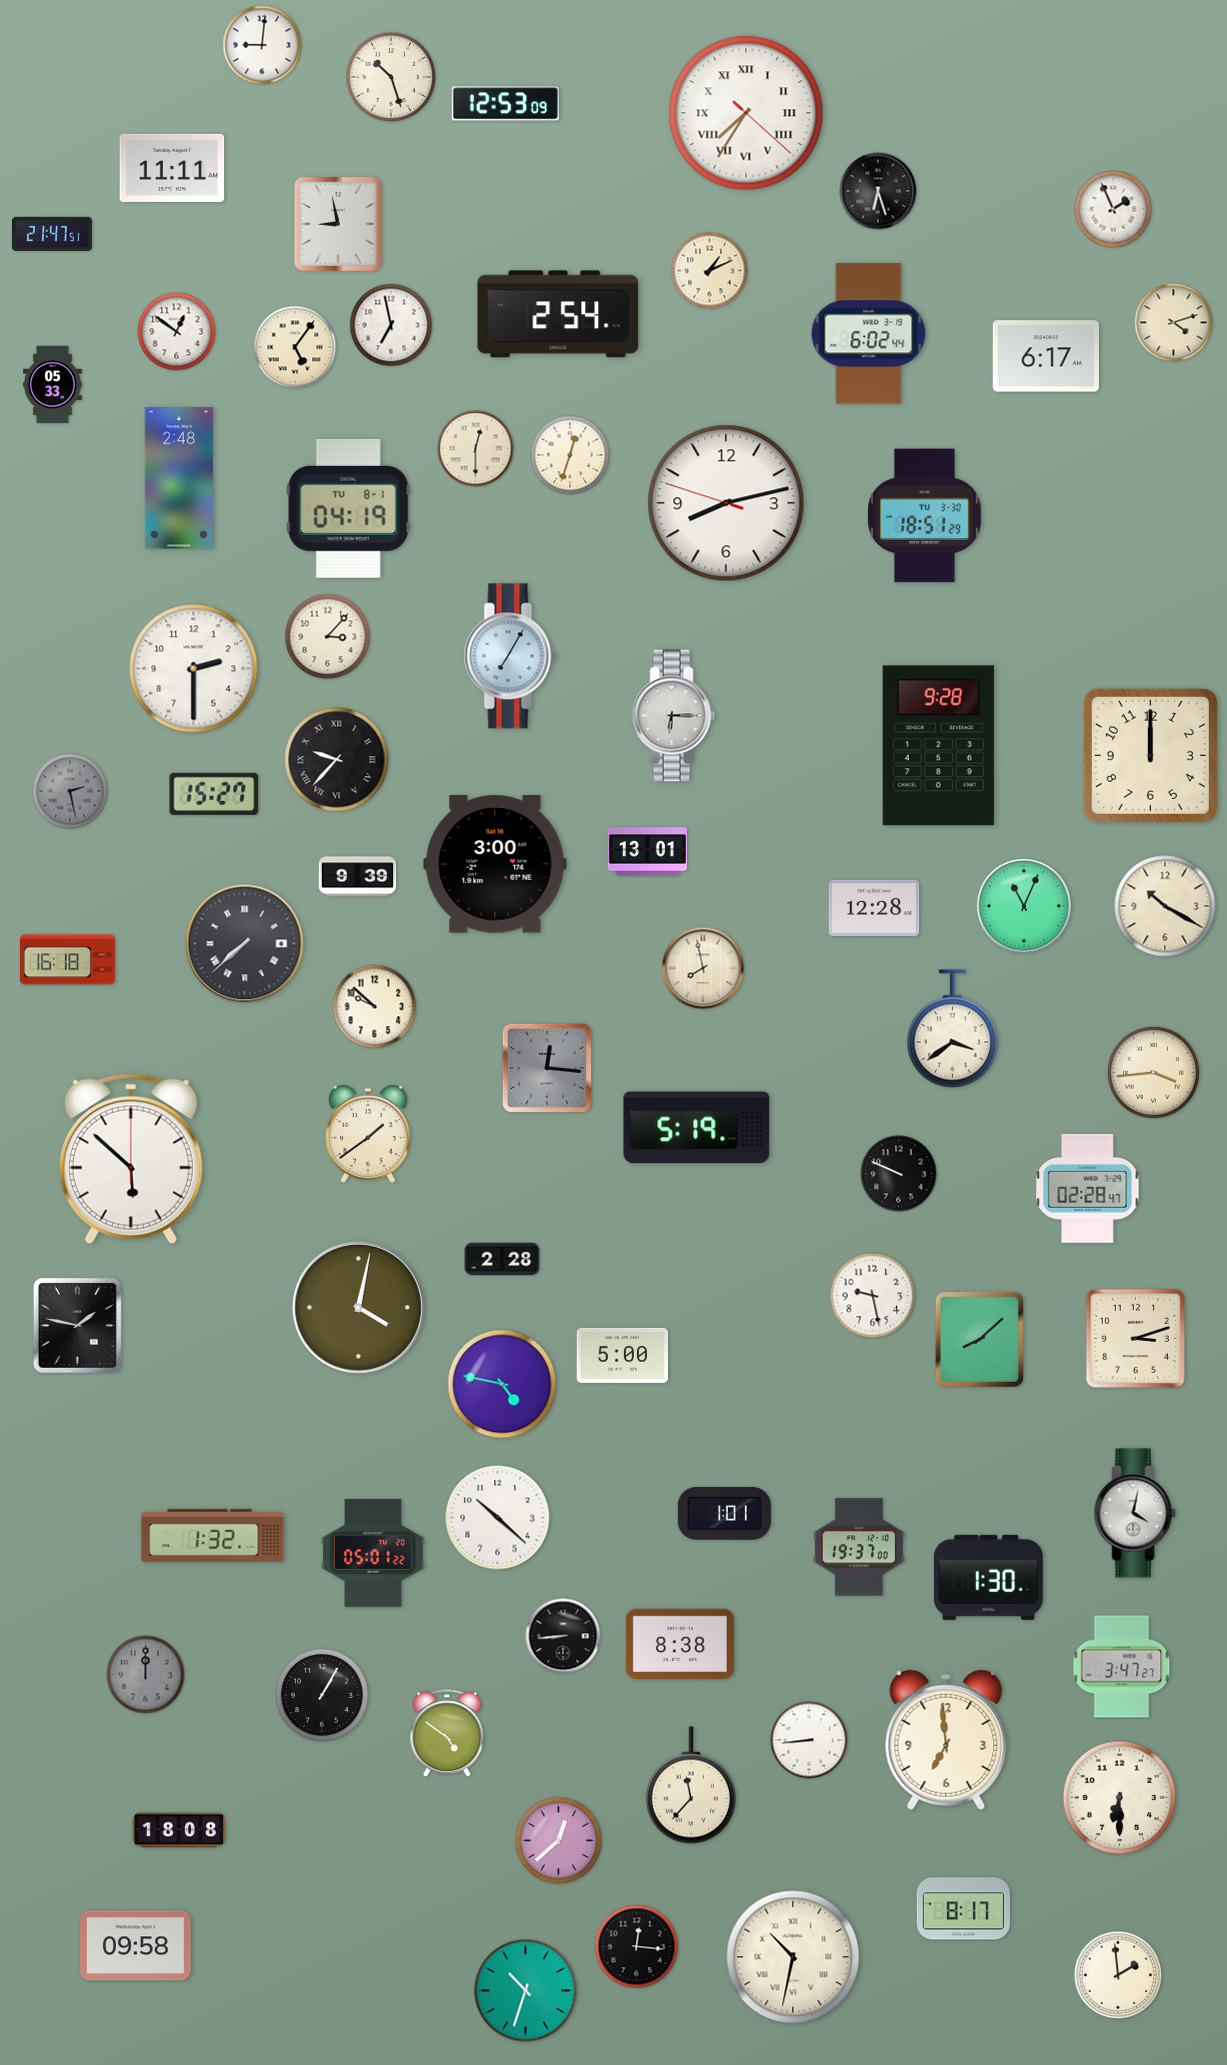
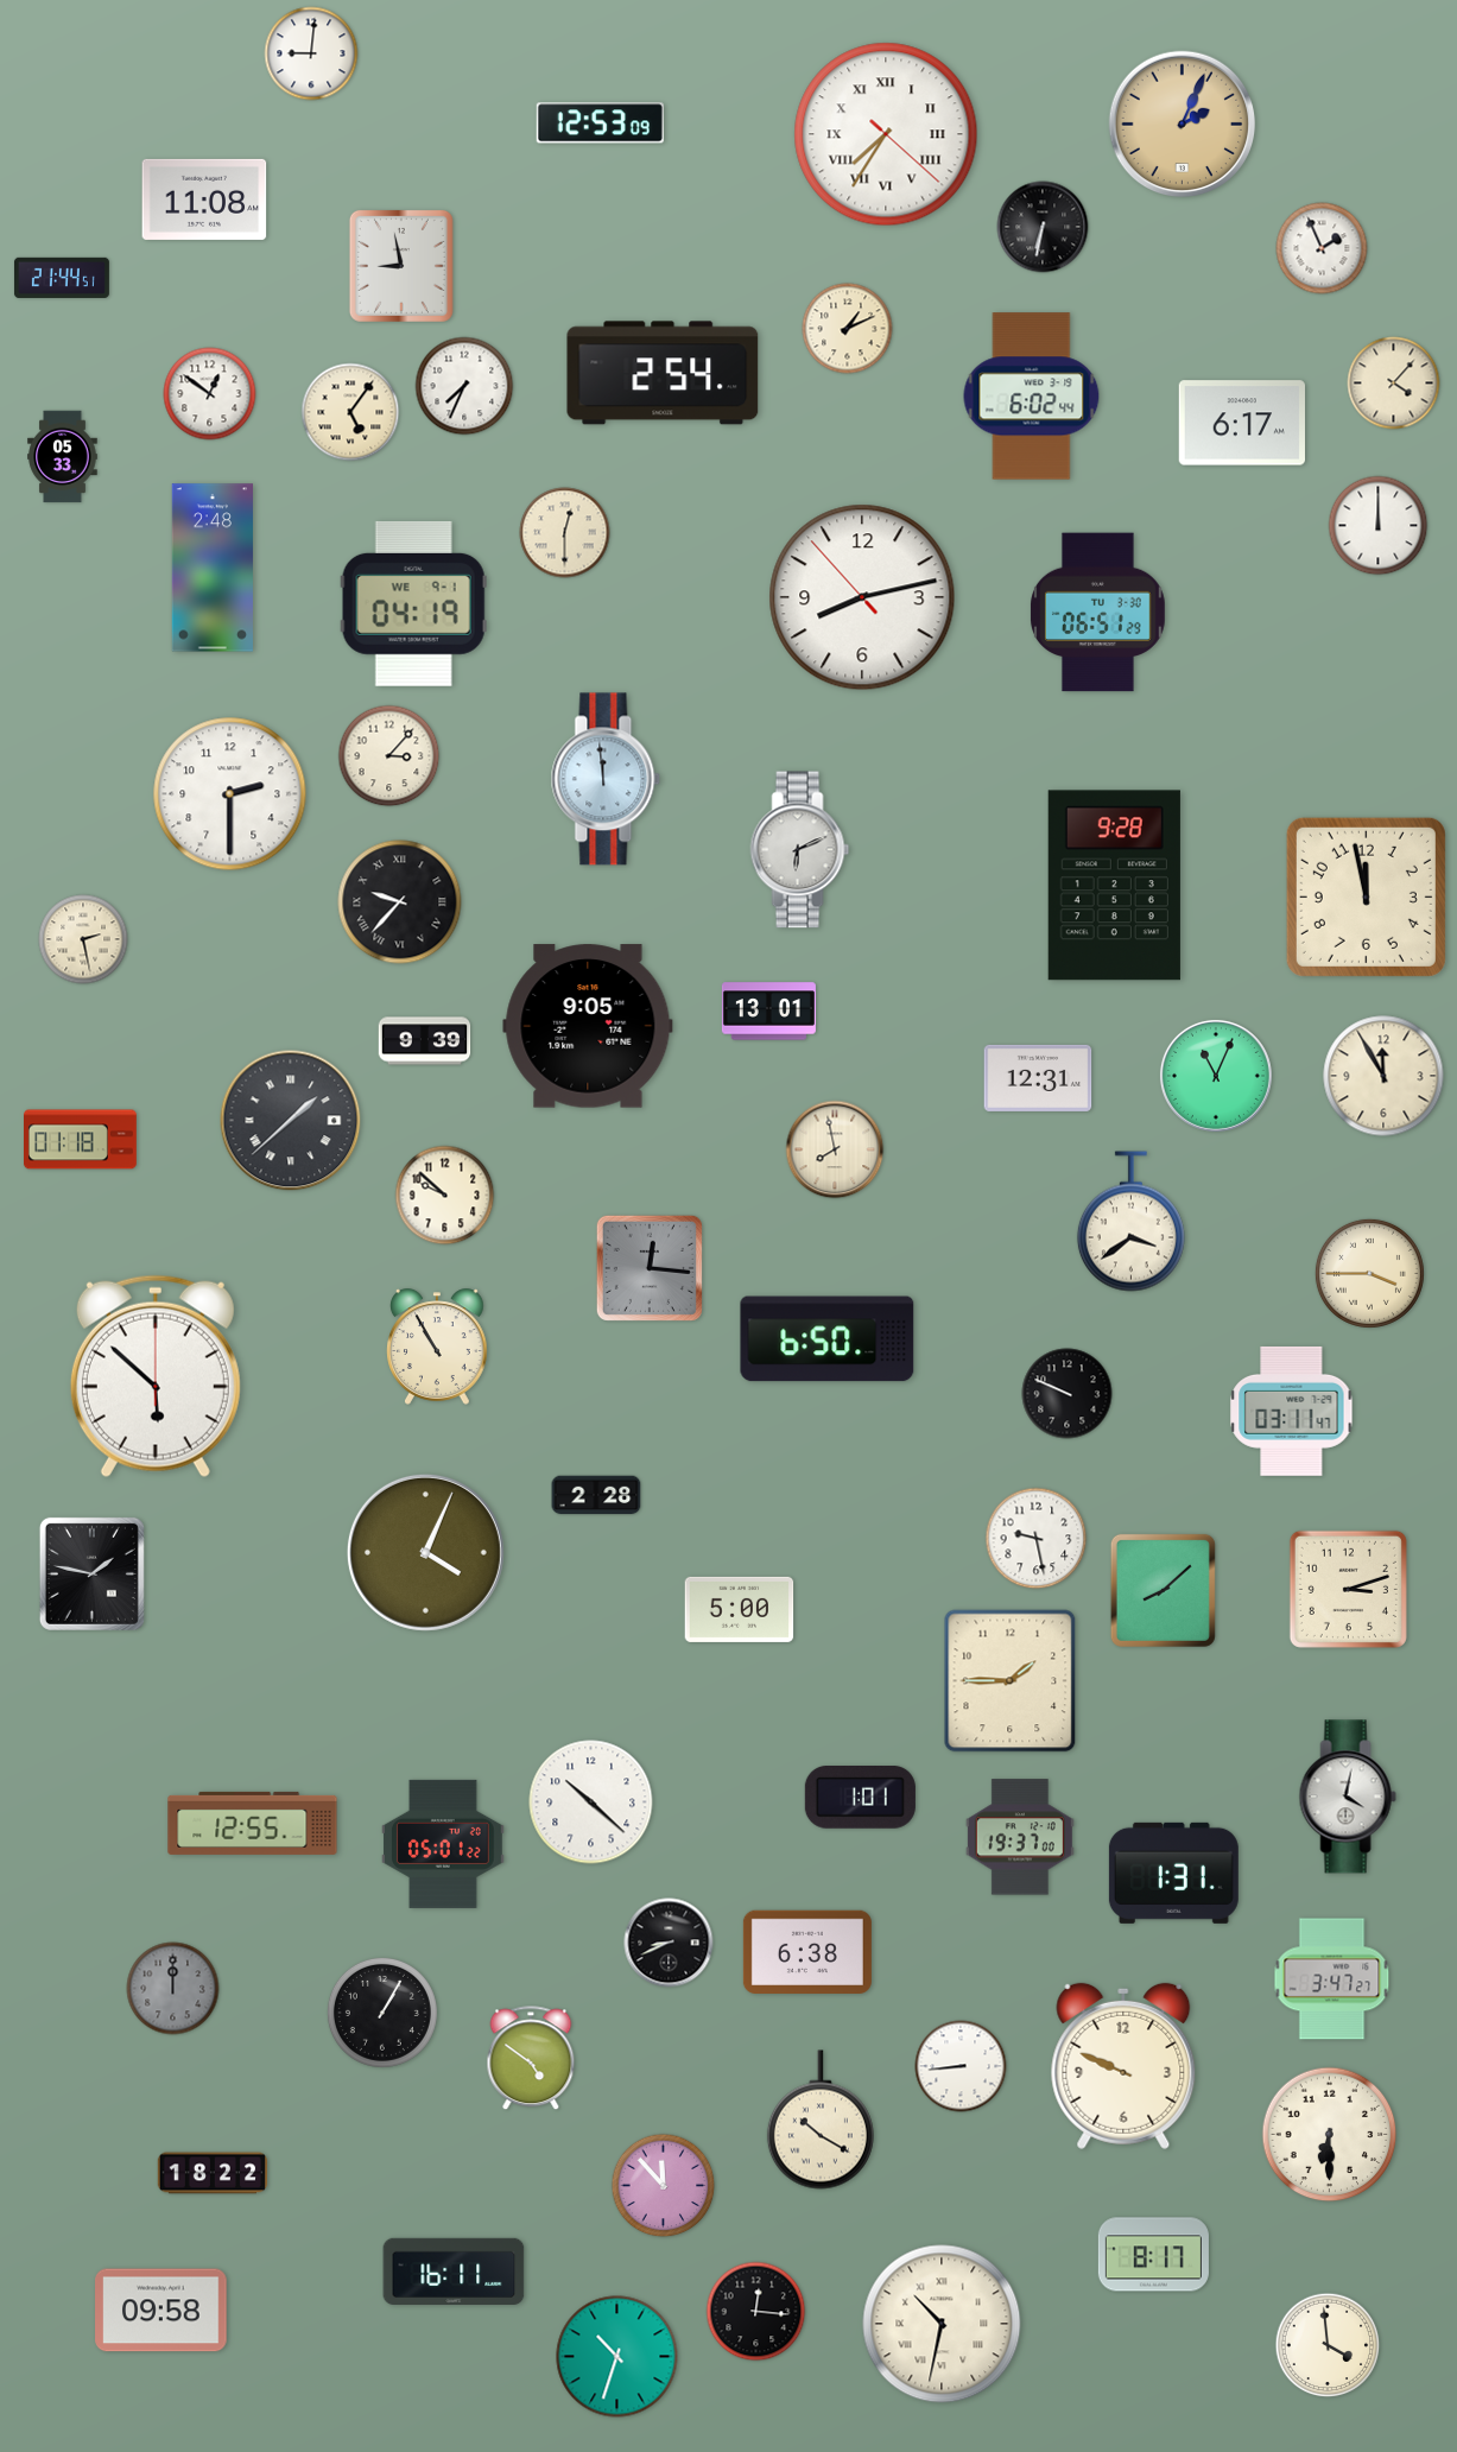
clock at (390, 76): 10:27 -> none
clock at (1183, 125): none -> 2:04
clock at (172, 168): 11:11 -> 11:08
clock at (878, 191): 6:27 -> 6:32
clock at (52, 234): 21:47 -> 21:44
clock at (710, 271) position: (710, 271) -> (848, 329)
clock at (1174, 323): 4:12 -> 4:07
clock at (391, 325): 6:58 -> 7:34
clock at (1379, 526): none -> 12:00
clock at (570, 455): 12:33 -> none
clock at (726, 503): 8:12:48 -> 8:12:53
clock at (348, 508) date: TU 8-1 -> WE 9-1
clock at (925, 516): 18:51 -> 06:51
clock at (510, 656): 7:05 -> 11:59
clock at (674, 716): 6:15 -> 6:11
clock at (1150, 755): 12:00 -> 11:58
clock at (70, 791) dial: grey -> cream
clock at (214, 794): 15:27 -> none
clock at (495, 864): 3:00 -> 9:05
clock at (1165, 906): 10:20 -> 11:55
clock at (874, 908): 12:28 -> 12:31
clock at (245, 944): 7:38 -> 1:38
clock at (68, 960): 16:18 -> 01:18
clock at (1153, 1072): 3:44 -> 3:45
clock at (697, 1128): 5:19 -> 6:50
clock at (369, 1134): 1:39 -> 10:55
clock at (1088, 1188): 02:28 -> 03:11
clock at (358, 1307): 4:02 -> 4:04
clock at (502, 1384): 4:47 -> none
clock at (1011, 1681): none -> 1:45
clock at (213, 1535): 1:32 -> 12:55
clock at (988, 1577): 1:30 -> 1:31
clock at (563, 1636): 8:44 -> 8:41
clock at (680, 1643): 8:38 -> 6:38
clock at (946, 1740): 6:59 -> 9:49
clock at (691, 1785): 11:37 -> 10:20
clock at (179, 1830): 18:08 -> 18:22
clock at (559, 1841): 12:38 -> 11:53
clock at (963, 1909) position: (963, 1909) -> (1153, 2255)
clock at (454, 2270): none -> 16:11
clock at (1118, 1975): 1:59 -> 3:59
clock at (526, 1991) position: (526, 1991) -> (617, 2357)
